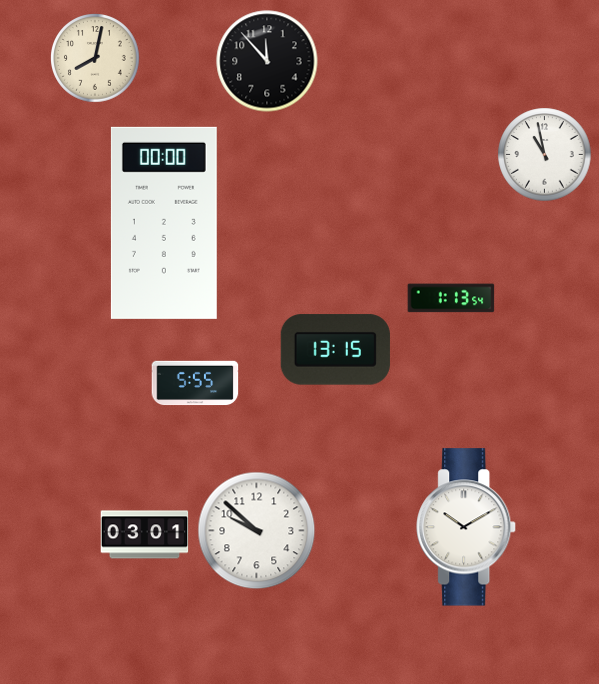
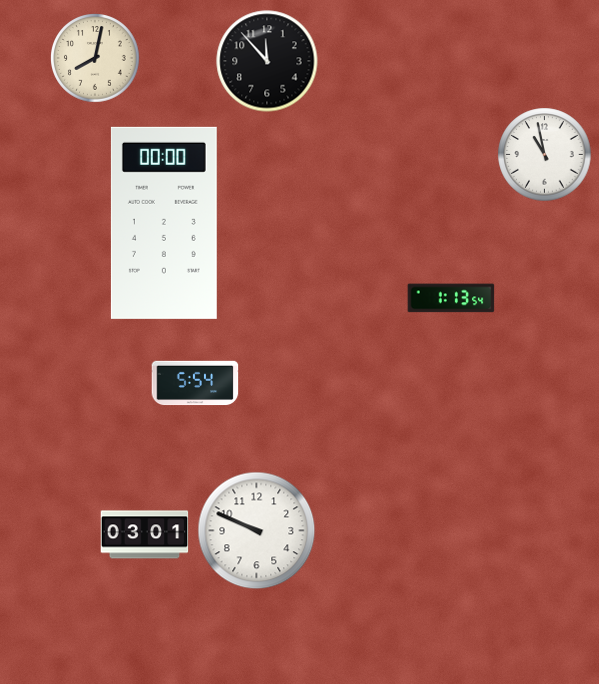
clock at (335, 350): 13:15 -> none
clock at (195, 383): 5:55 -> 5:54
clock at (467, 527): 10:10 -> none
clock at (257, 531): 9:52 -> 9:49
